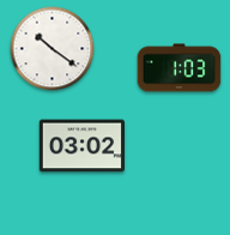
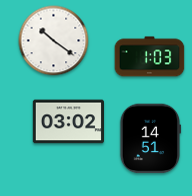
clock at (53, 49) position: (53, 49) -> (54, 41)
clock at (150, 139): none -> 14:51
